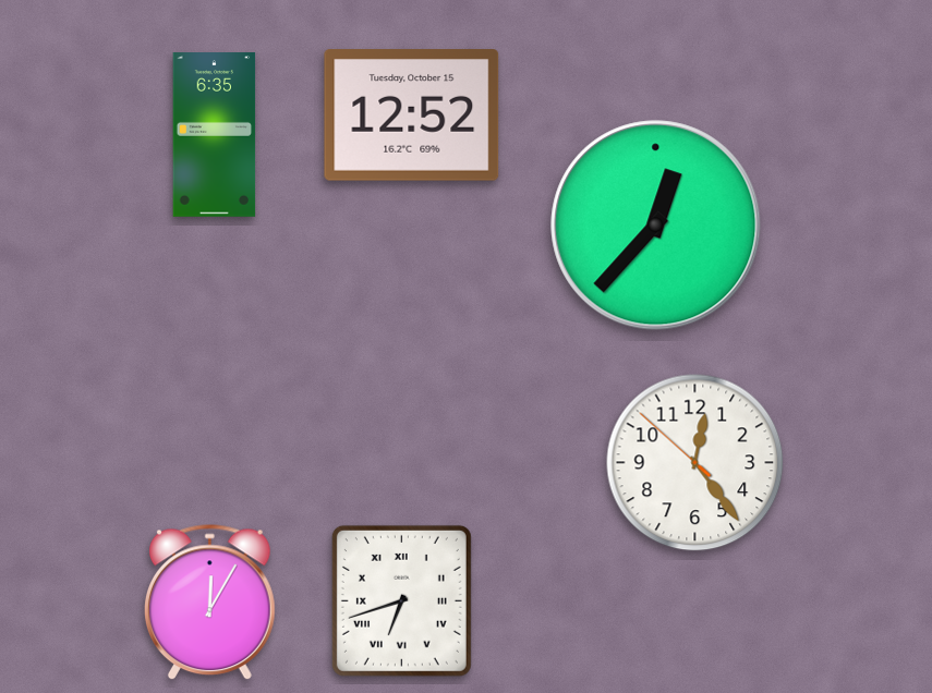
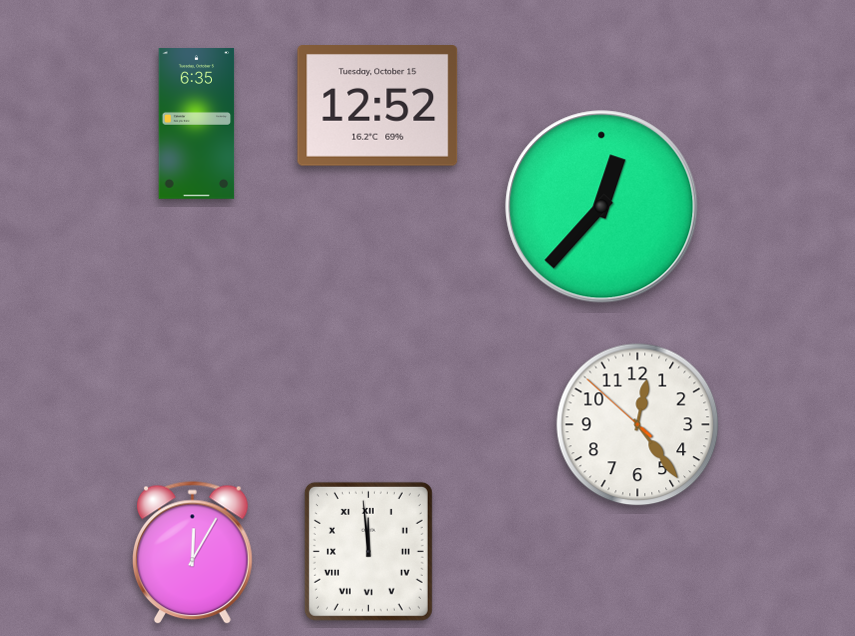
clock at (401, 600): 6:42 -> 11:59
